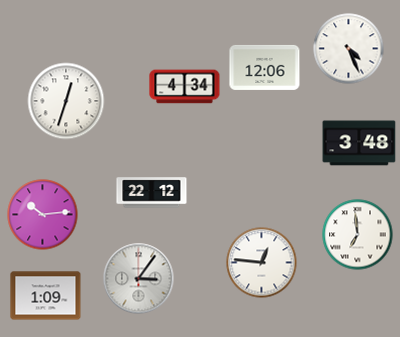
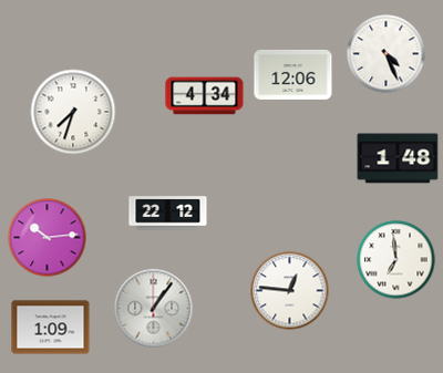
clock at (66, 101): 12:33 -> 7:33
clock at (359, 143): 3:48 -> 1:48
clock at (139, 279): 3:06 -> 1:06
